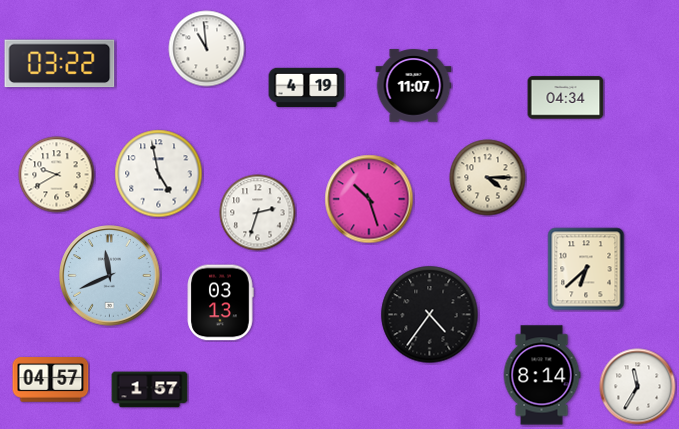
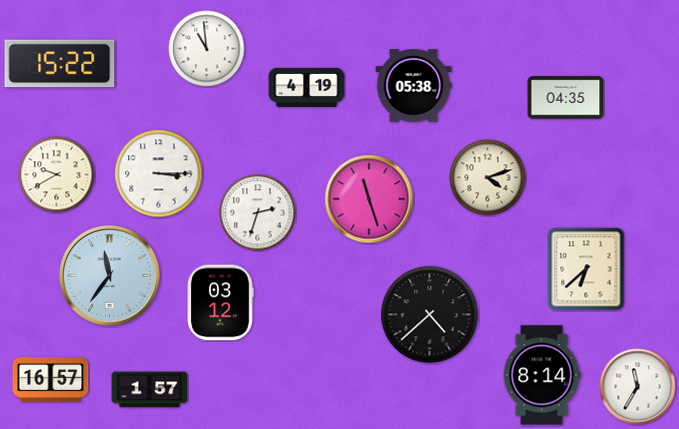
clock at (60, 64): 03:22 -> 15:22
clock at (414, 86): 11:07 -> 05:38
clock at (566, 98): 04:34 -> 04:35
clock at (159, 174): 4:58 -> 3:15
clock at (488, 178): 4:15 -> 4:12
clock at (369, 199): 10:27 -> 11:27
clock at (110, 276): 11:41 -> 11:36
clock at (220, 303): 03:13 -> 03:12
clock at (430, 315): 4:36 -> 4:38
clock at (51, 380): 04:57 -> 16:57
